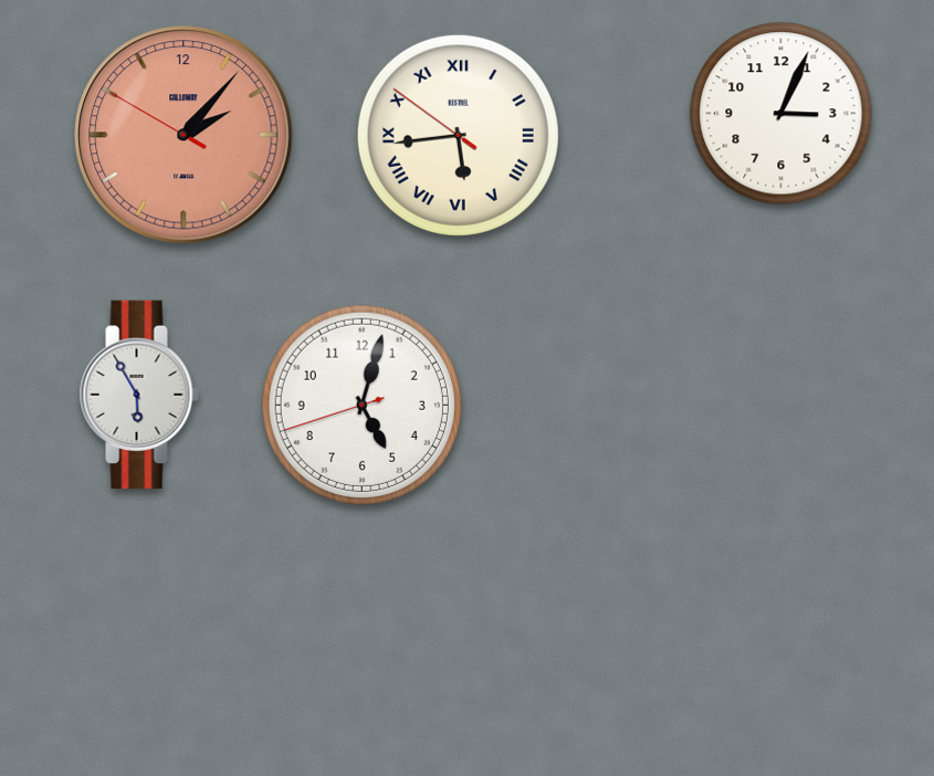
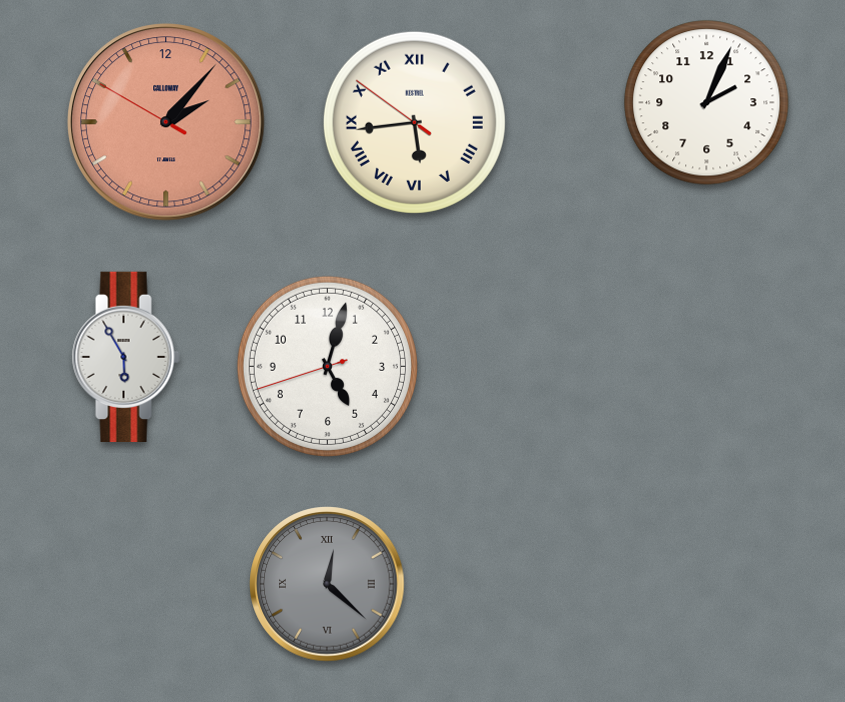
clock at (781, 114): 3:04 -> 2:04
clock at (327, 584): none -> 12:22
